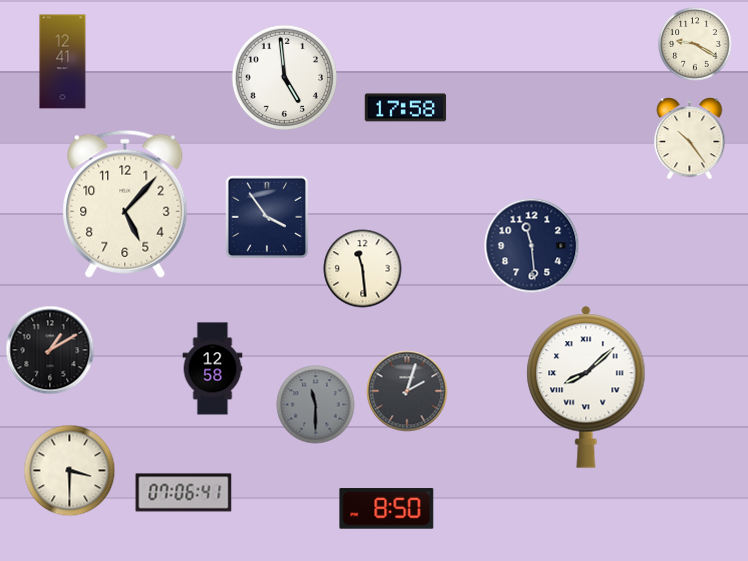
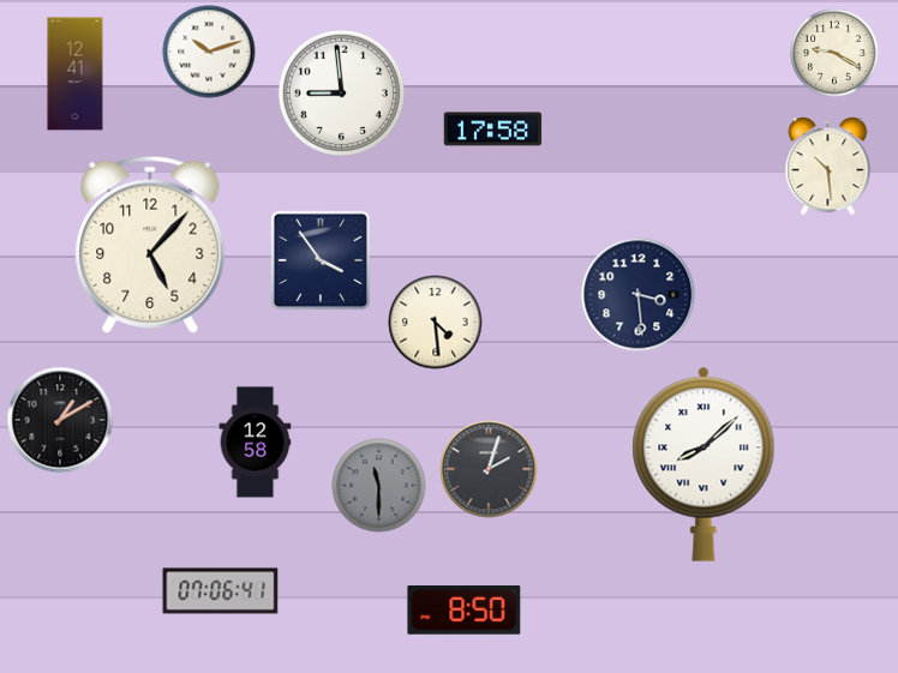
clock at (209, 52): none -> 10:12
clock at (284, 77): 4:59 -> 8:59
clock at (406, 108) position: (406, 108) -> (493, 130)
clock at (690, 139): 10:24 -> 10:29
clock at (532, 246): 11:29 -> 3:29
clock at (363, 269): 11:29 -> 4:29
clock at (70, 471): 3:30 -> none
